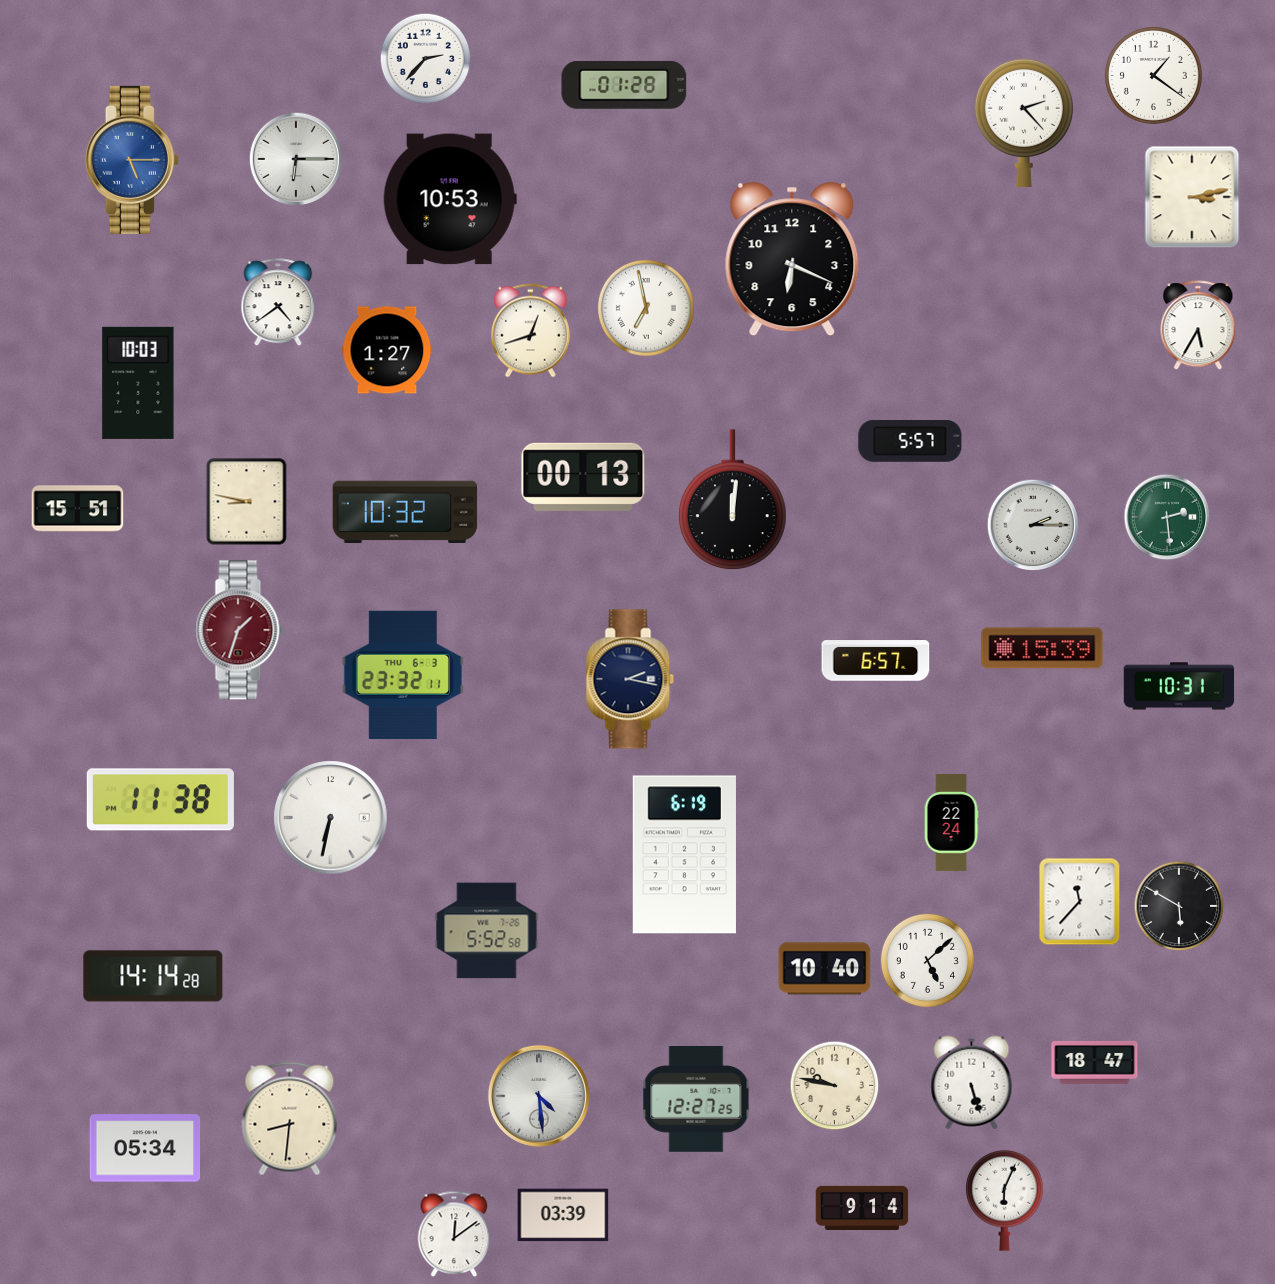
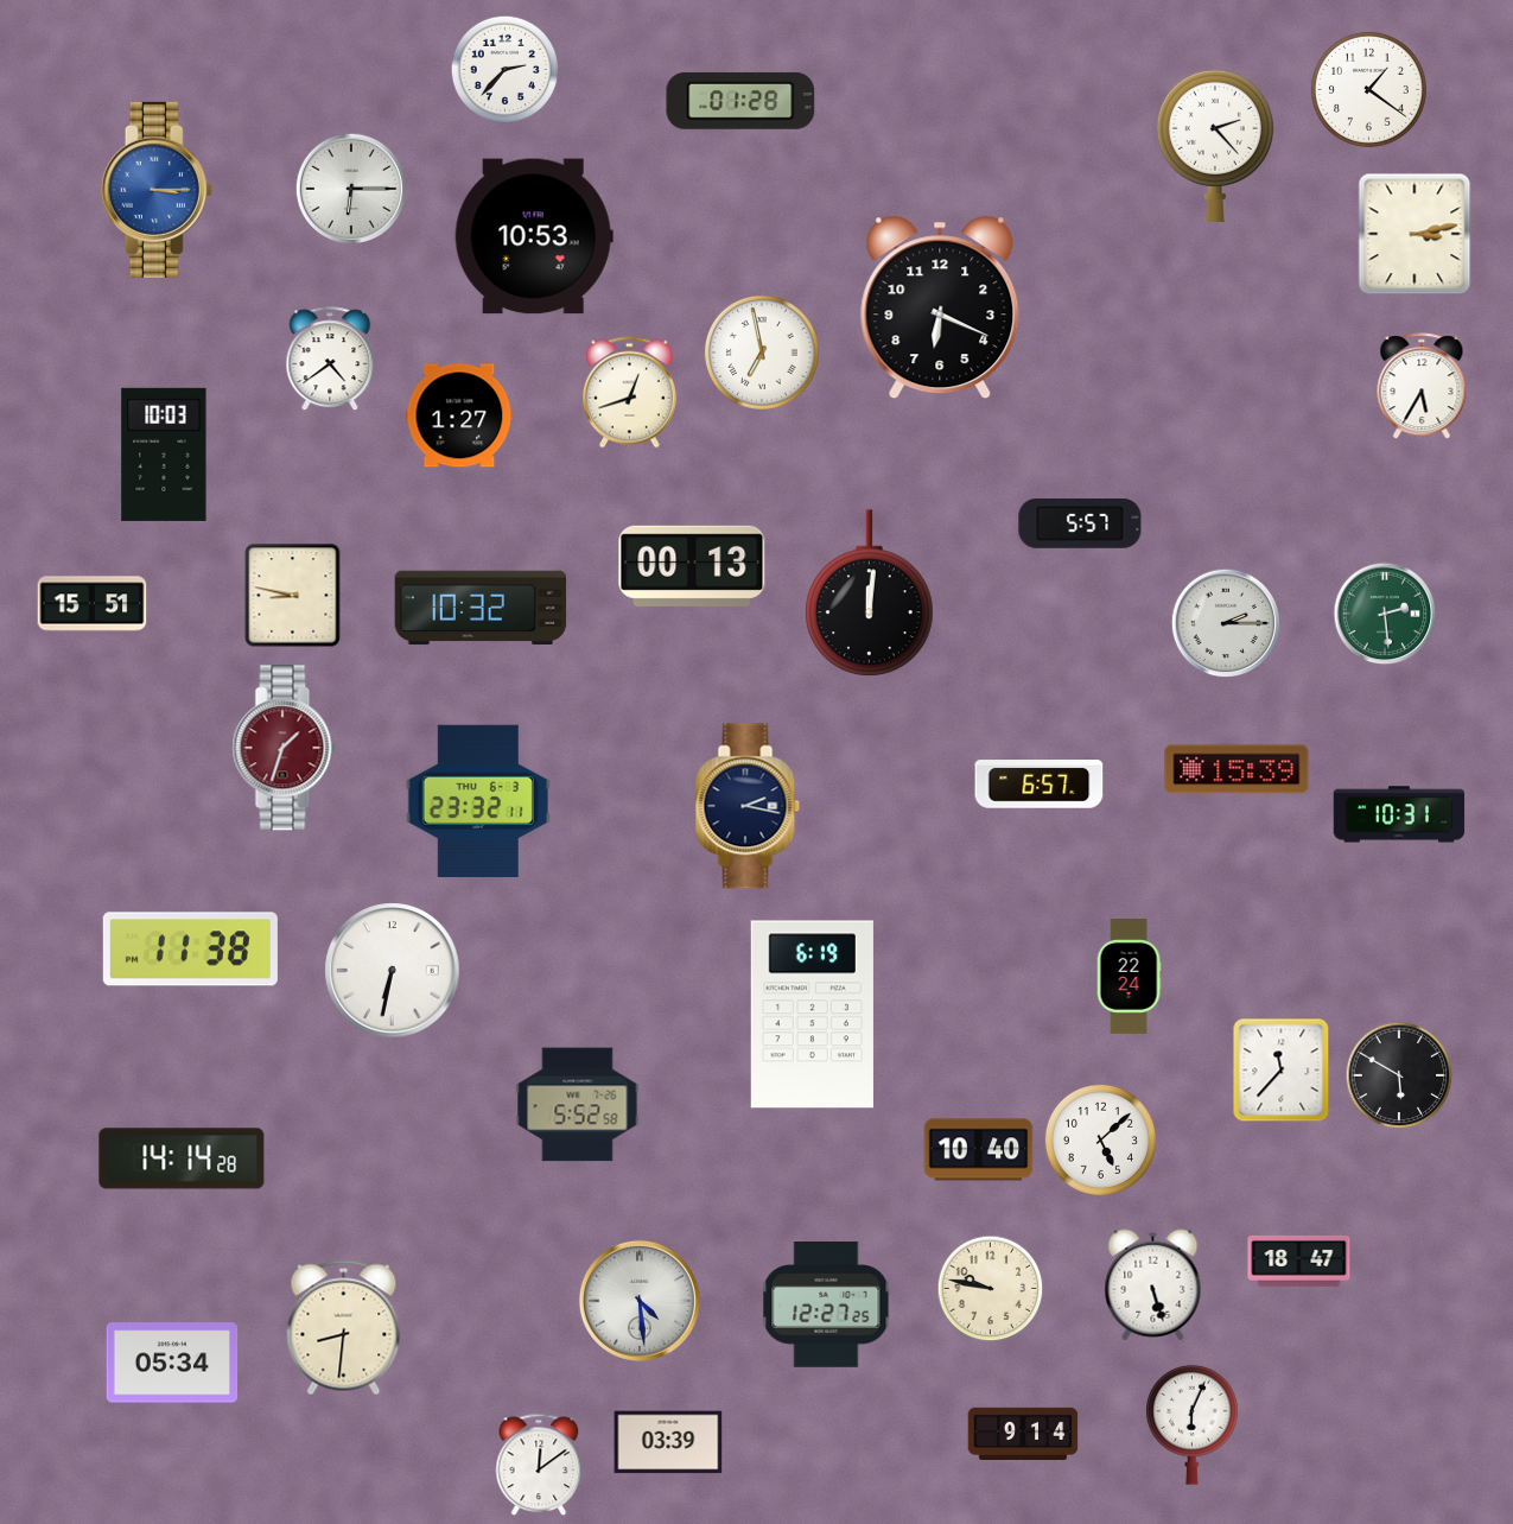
clock at (132, 160): 5:15 -> 3:15
clock at (646, 308) position: (646, 308) -> (762, 353)
